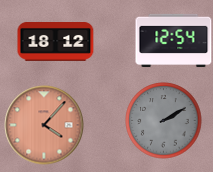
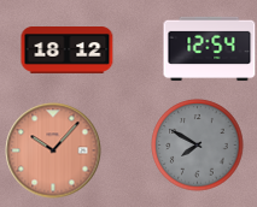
clock at (164, 121): 2:10 -> 7:50
clock at (44, 125): 4:07 -> 10:07
